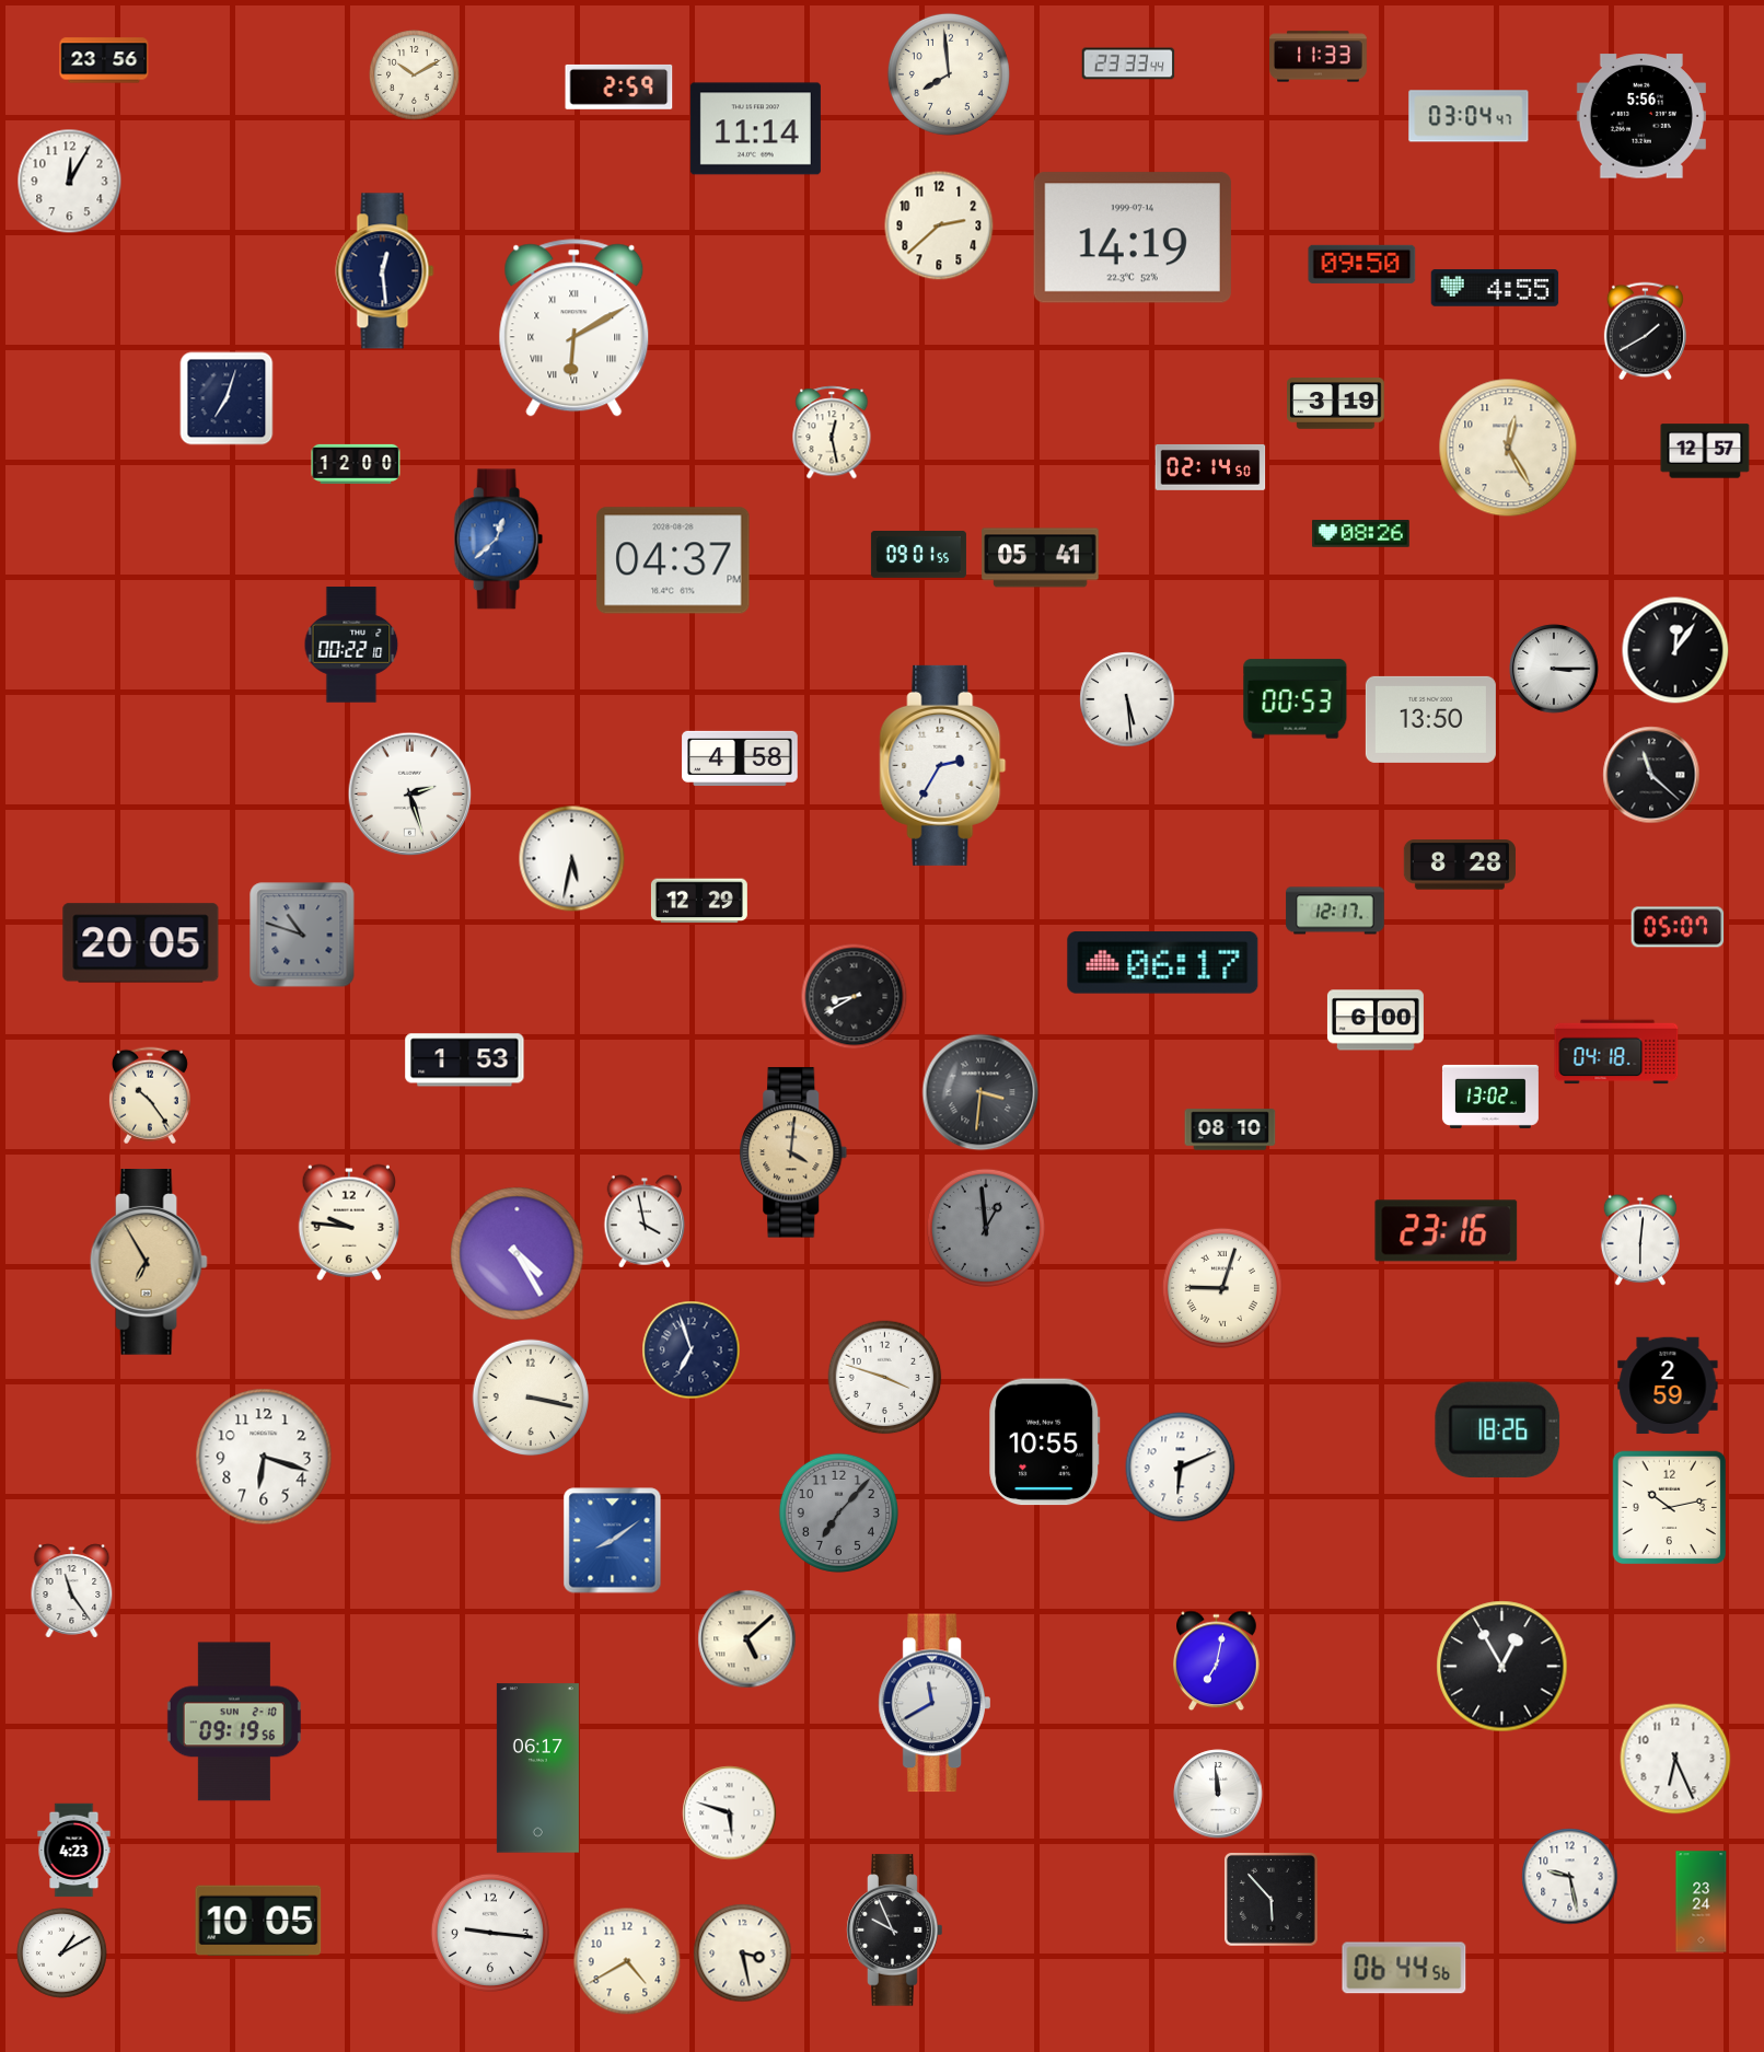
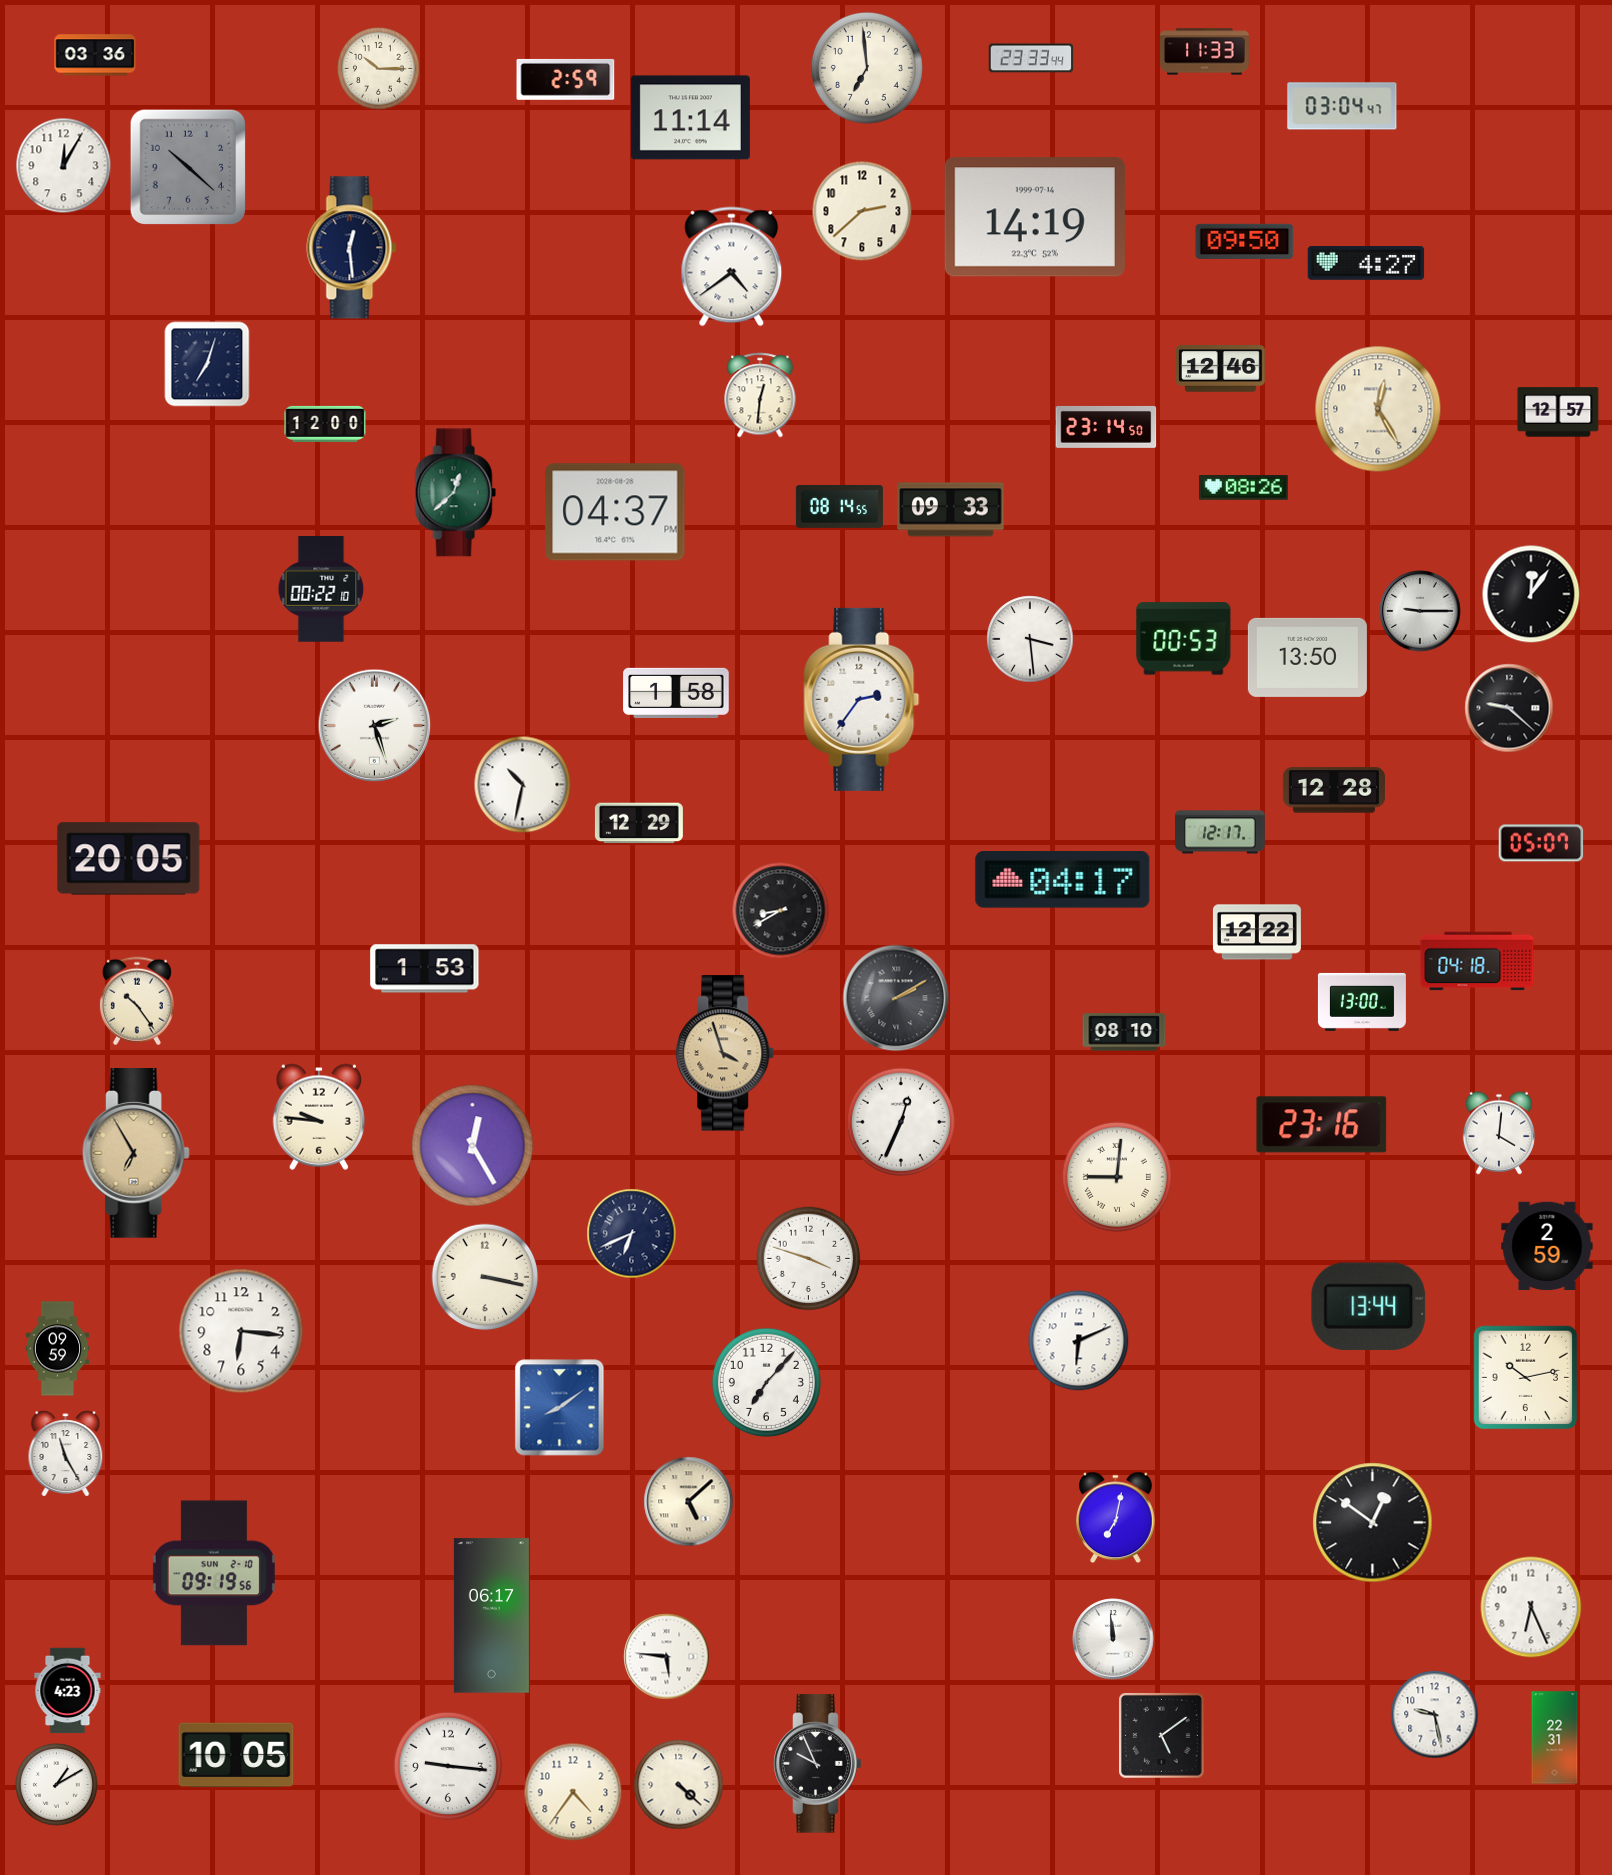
clock at (104, 60): 23:56 -> 03:36
clock at (949, 74): 7:59 -> 6:59
clock at (415, 76): 10:10 -> 10:15
clock at (1641, 116): 5:56 -> none
clock at (188, 167): none -> 10:22
clock at (939, 225) position: (939, 225) -> (862, 211)
clock at (1495, 288): 4:55 -> 4:27
clock at (732, 267): none -> 4:39
clock at (575, 328): 6:10 -> none
clock at (1645, 332): 1:40 -> none
clock at (1336, 404): 3:19 -> 12:46
clock at (832, 432): 12:28 -> 12:31
clock at (1210, 467): 02:14 -> 23:14
clock at (498, 540) dial: blue -> green
clock at (918, 555): 09:01 -> 08:14
clock at (1041, 558): 05:41 -> 09:33
clock at (1554, 669): 3:15 -> 9:15
clock at (1127, 699): 5:29 -> 3:29
clock at (740, 758): 4:58 -> 1:58
clock at (943, 765): 2:35 -> 2:36
clock at (1651, 775): 11:22 -> 9:22
clock at (572, 859): 5:32 -> 10:32
clock at (1460, 865): 8:28 -> 12:28
clock at (1678, 927) position: (1678, 927) -> (1541, 843)
clock at (302, 935): 10:48 -> none
clock at (141, 943) position: (141, 943) -> (129, 859)
clock at (1163, 963): 06:17 -> 04:17
clock at (1376, 1020): 6:00 -> 12:22
clock at (980, 1092): 3:31 -> 2:10
clock at (1490, 1097): 13:02 -> 13:00
clock at (793, 1152): 4:01 -> 3:57
clock at (645, 1221): 3:58 -> none
clock at (986, 1228): 12:59 -> 12:34
clock at (986, 1228) dial: grey -> white
clock at (1640, 1240): 6:01 -> 4:01
clock at (518, 1254): 4:25 -> 12:25
clock at (1222, 1288): 9:03 -> 9:01
clock at (692, 1350): 6:57 -> 6:41
clock at (1668, 1386) position: (1668, 1386) -> (1547, 1246)
clock at (1498, 1429): 18:26 -> 13:44
clock at (1045, 1442): 10:55 -> none
clock at (264, 1457): 6:18 -> 6:16
clock at (58, 1349): none -> 09:59
clock at (838, 1512) dial: grey -> white
clock at (72, 1591): 11:24 -> 11:25
clock at (747, 1639) position: (747, 1639) -> (689, 1502)
clock at (1217, 1661) position: (1217, 1661) -> (1116, 1518)
clock at (1502, 1667): 12:55 -> 12:51
clock at (935, 1703): 11:40 -> none
clock at (730, 1813): 5:48 -> 5:46
clock at (1272, 1900): 5:53 -> 5:09
clock at (1702, 1902): 23:24 -> 22:31
clock at (743, 1954): 3:28 -> 4:22
clock at (627, 1961): 4:40 -> 4:36
clock at (1404, 1968): 06:44 -> none
